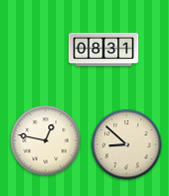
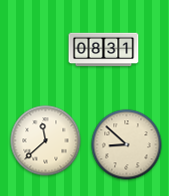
clock at (46, 141): 12:47 -> 11:38
